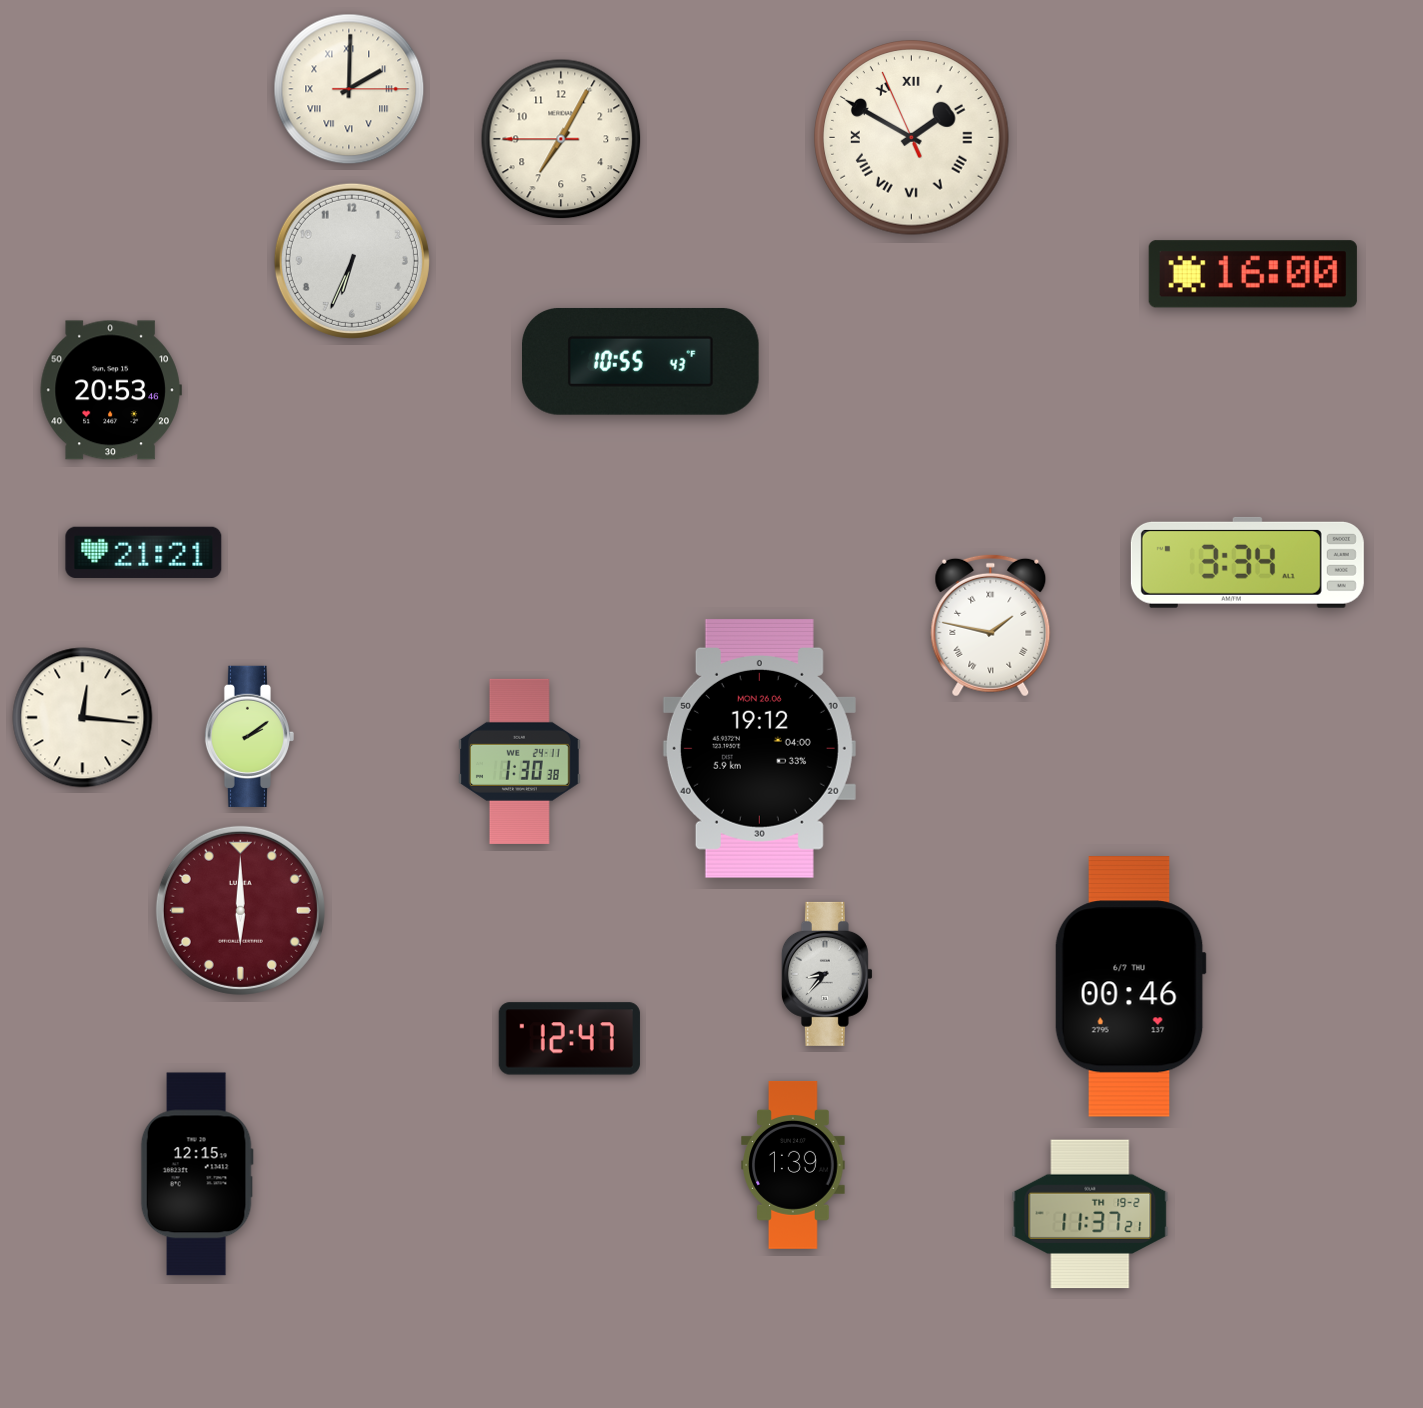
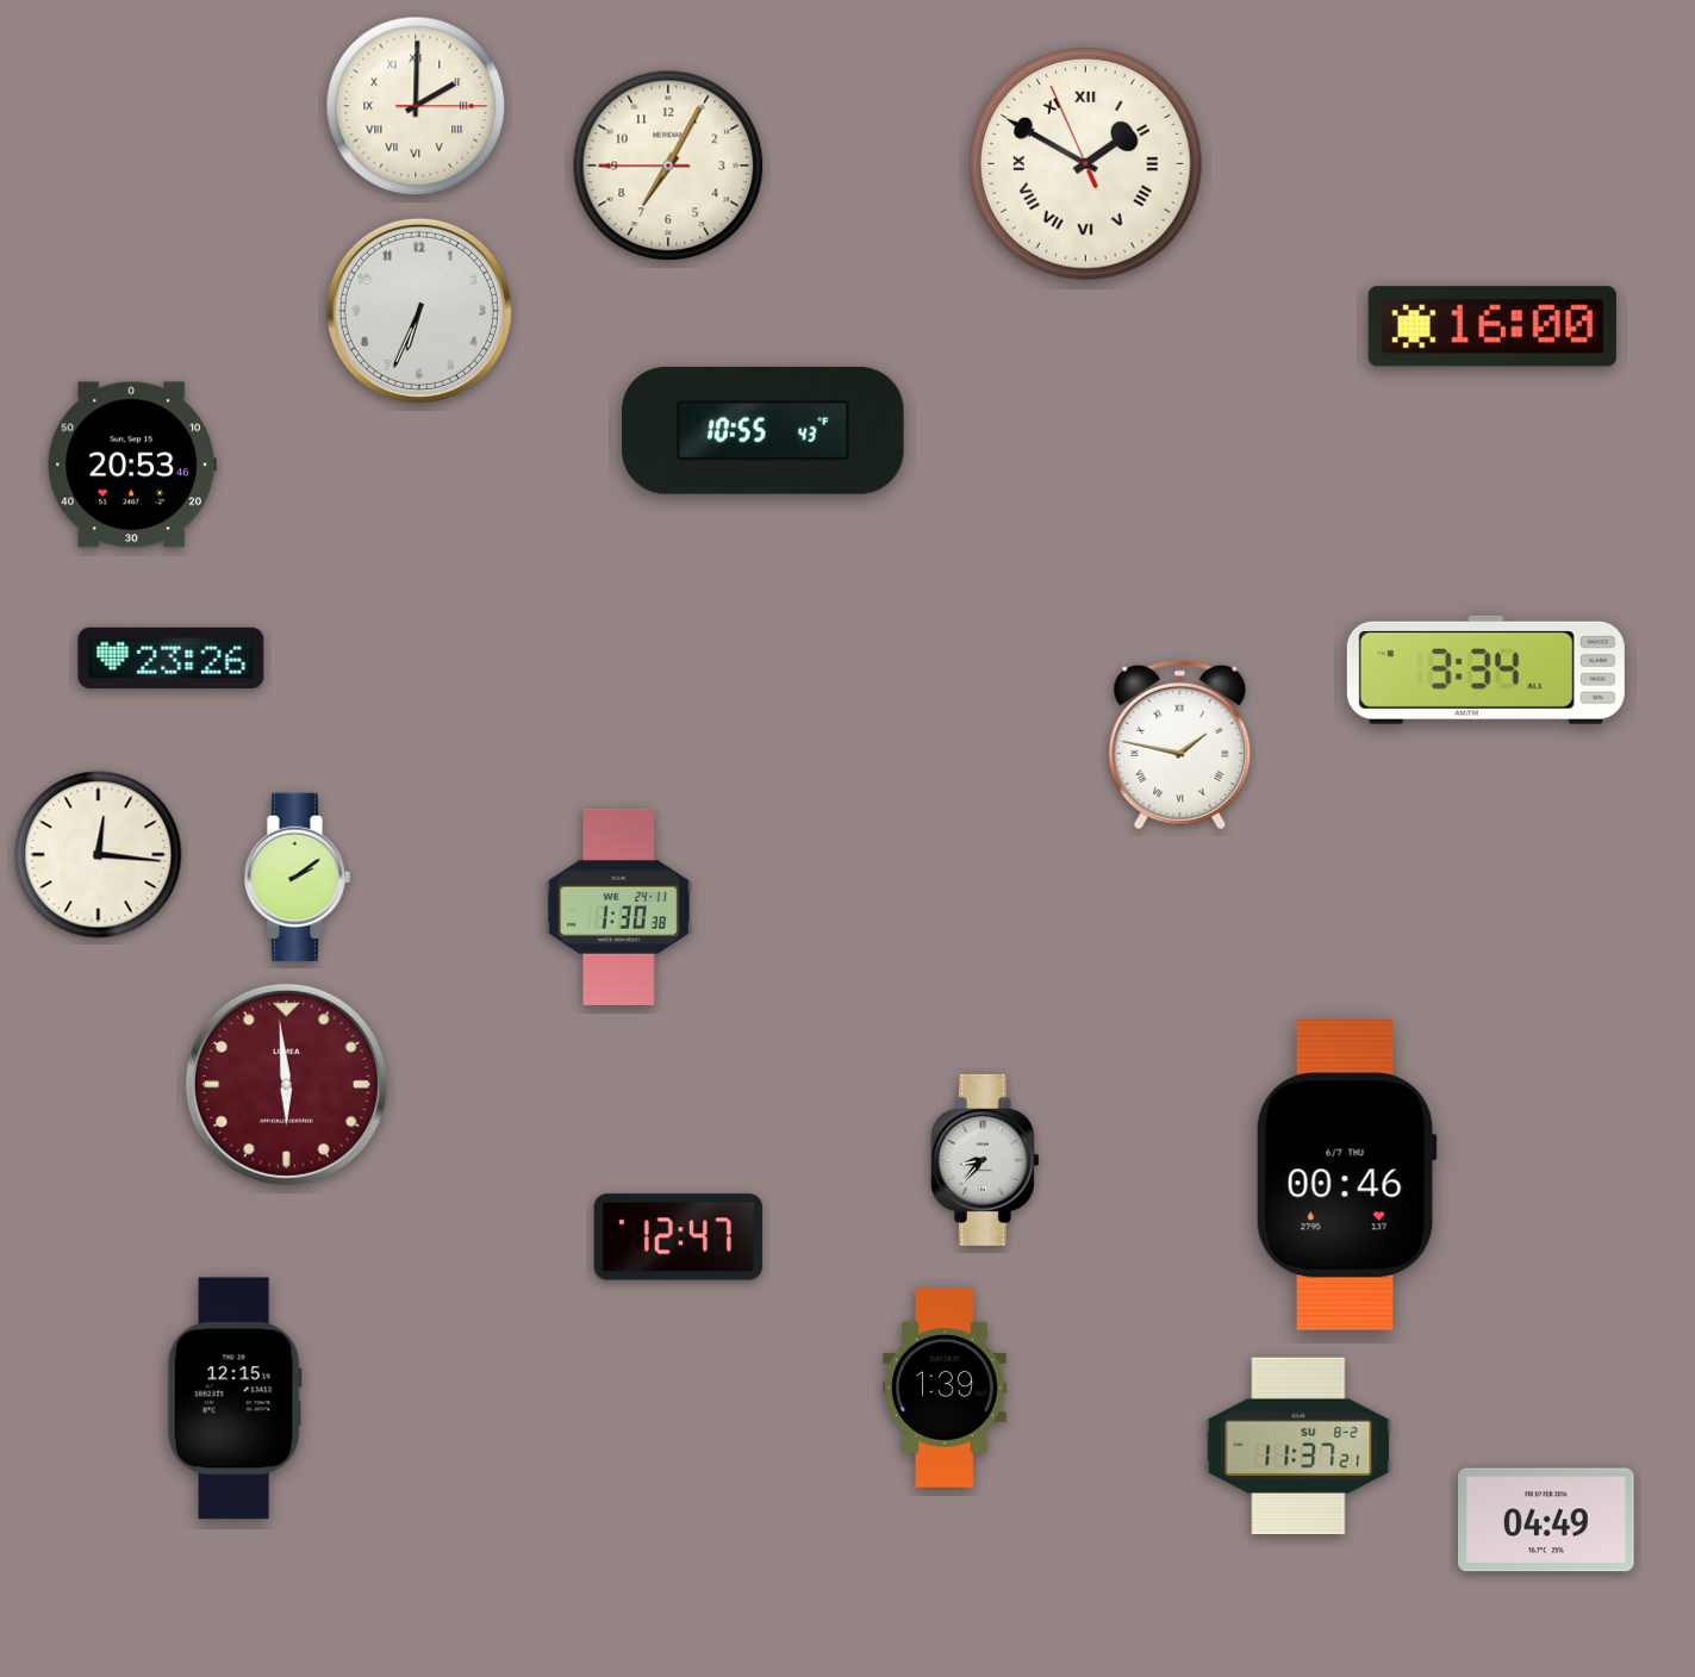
clock at (144, 552): 21:21 -> 23:26
clock at (759, 748): 19:12 -> none
clock at (240, 910): 6:00 -> 5:59
clock at (1090, 1214) date: TH 19-2 -> SU 8-2
clock at (1547, 1520): none -> 04:49
